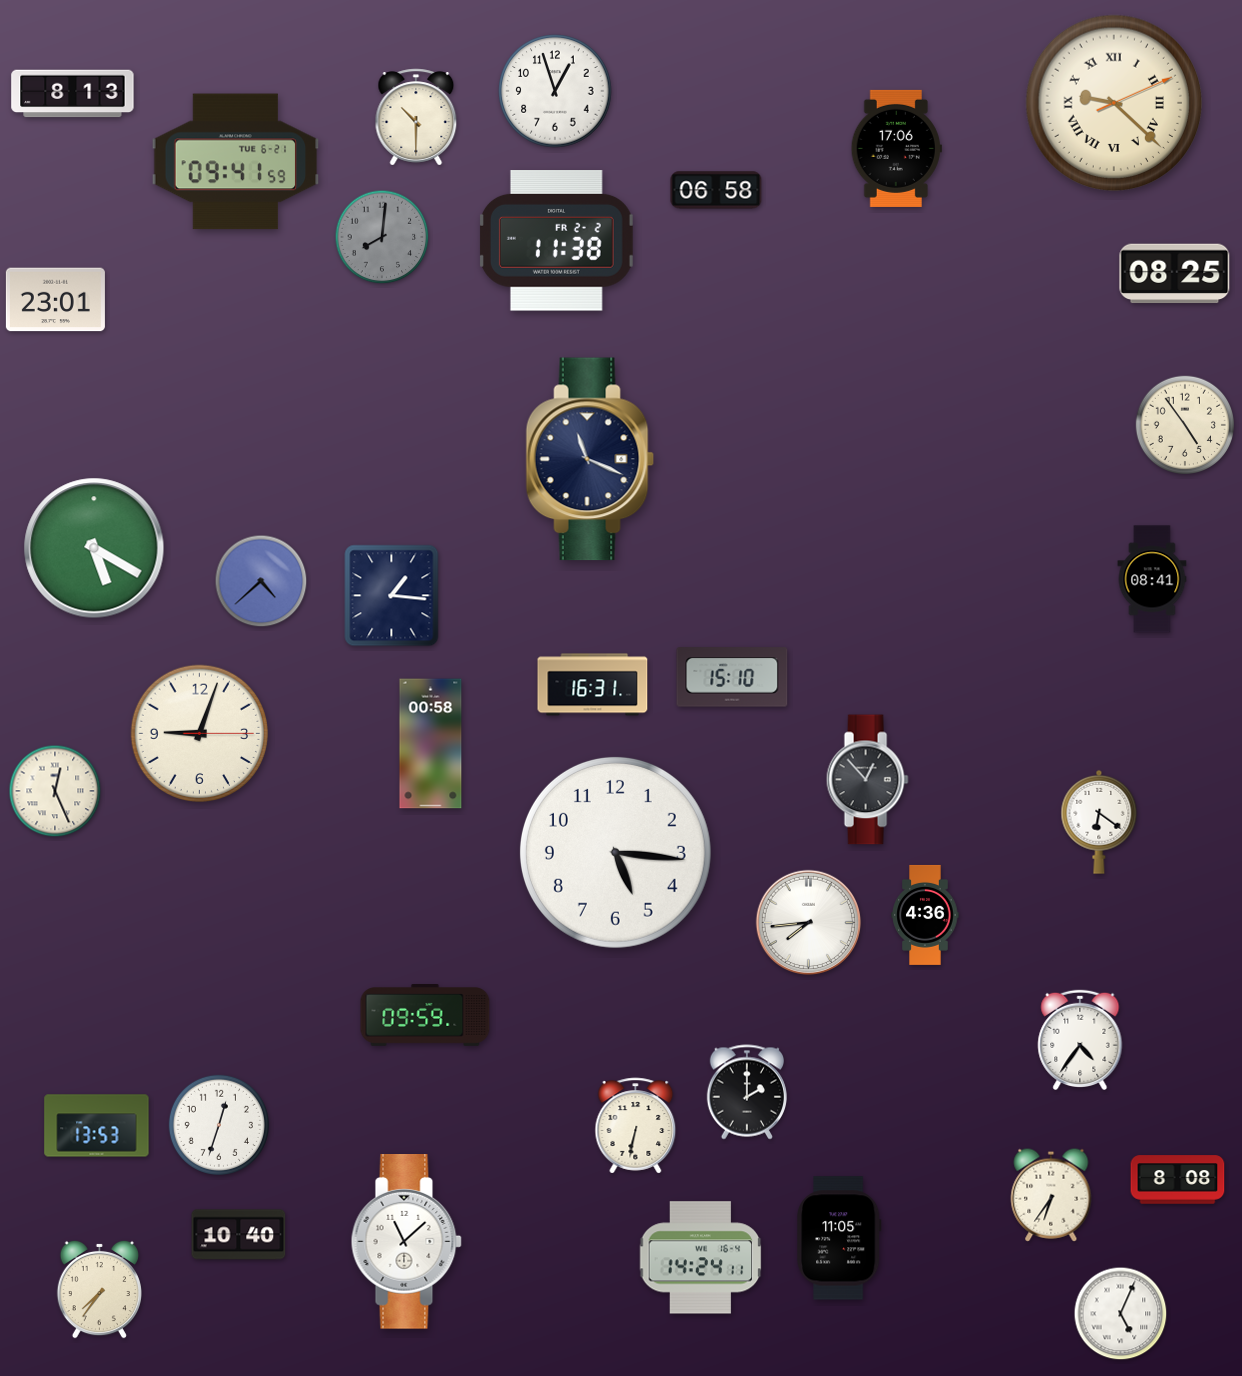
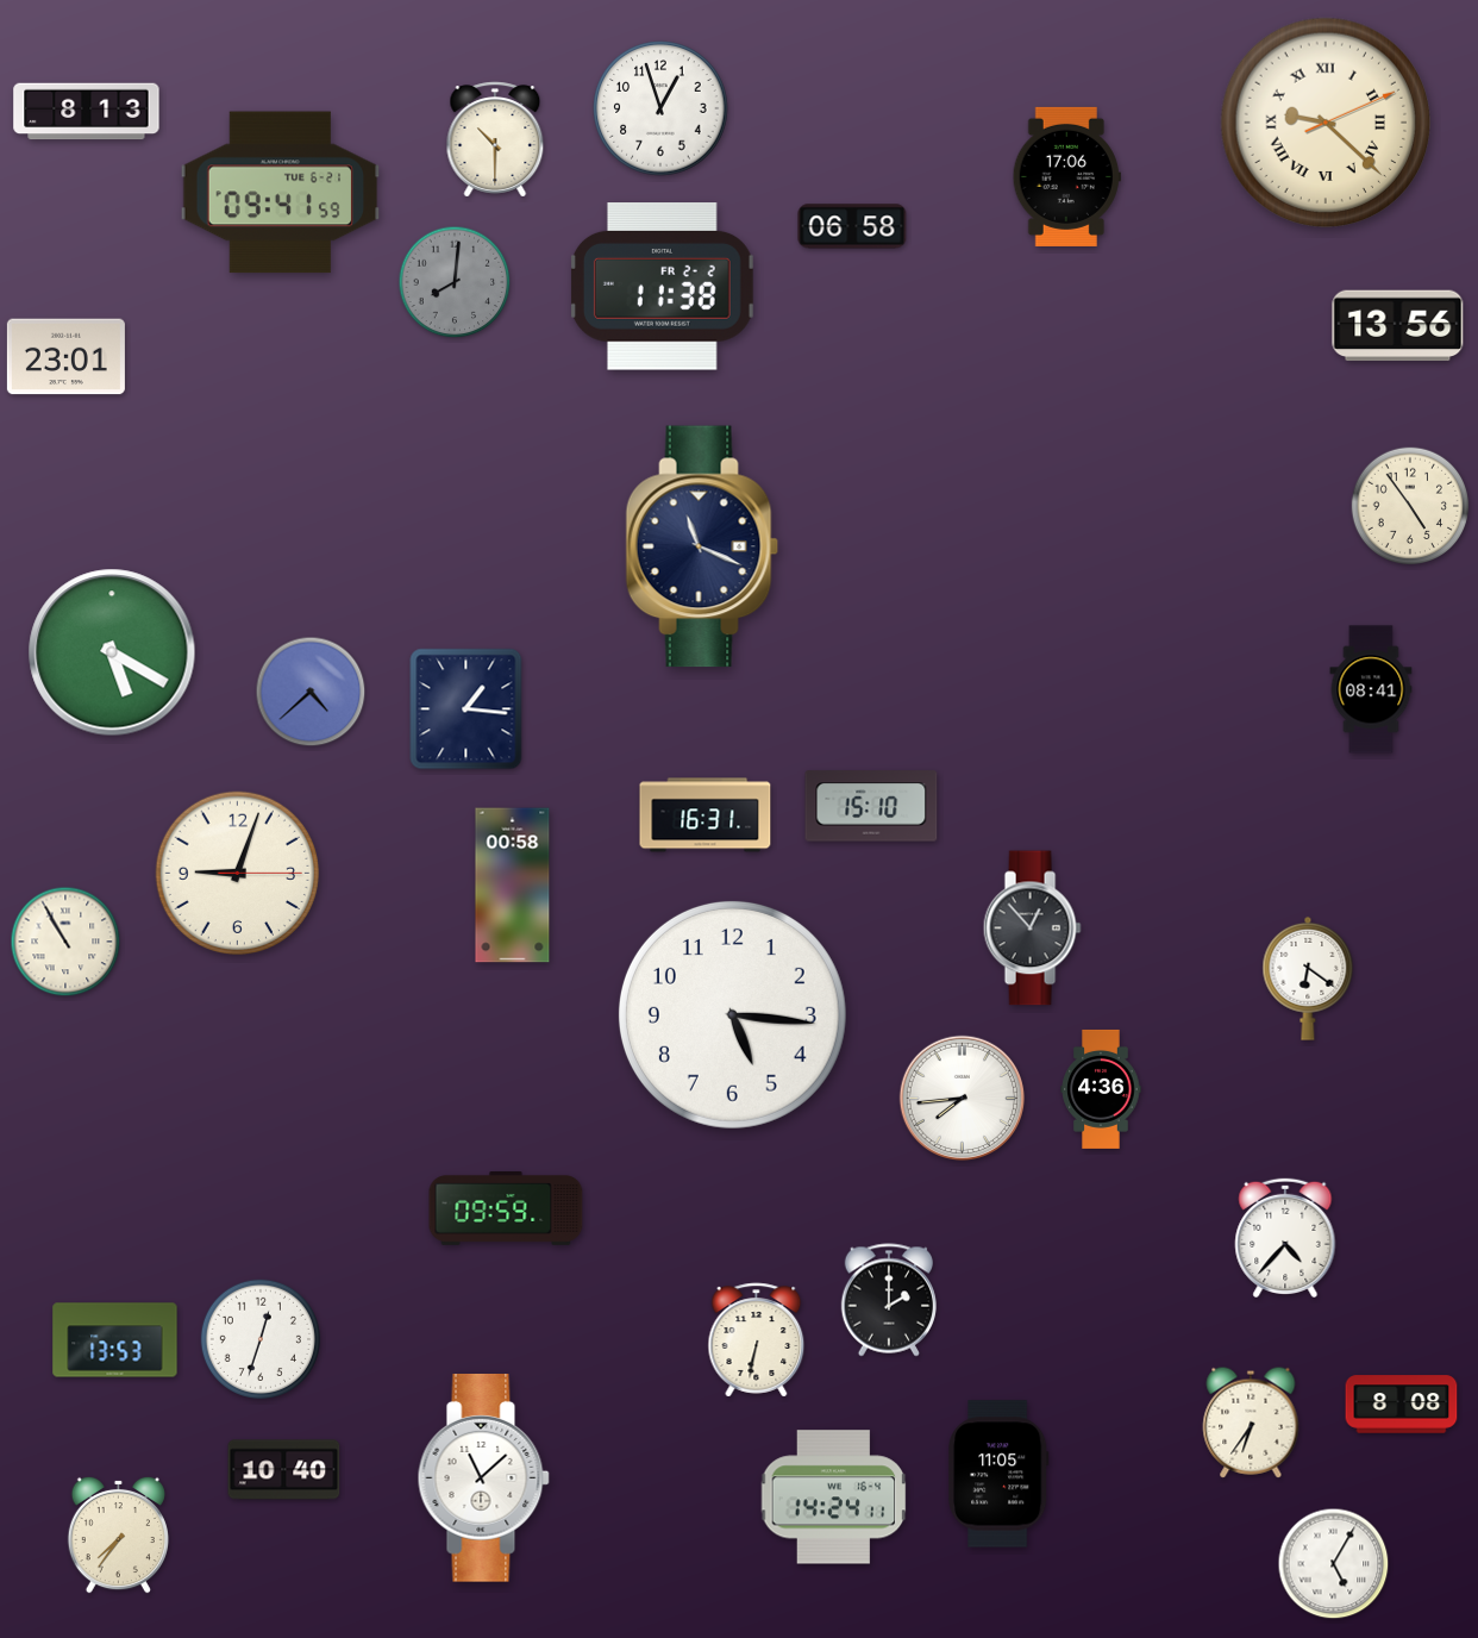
clock at (1175, 274): 08:25 -> 13:56
clock at (55, 791): 12:26 -> 10:55
clock at (1080, 1039): 4:36 -> 4:37
clock at (1121, 1314): 5:04 -> 5:05
